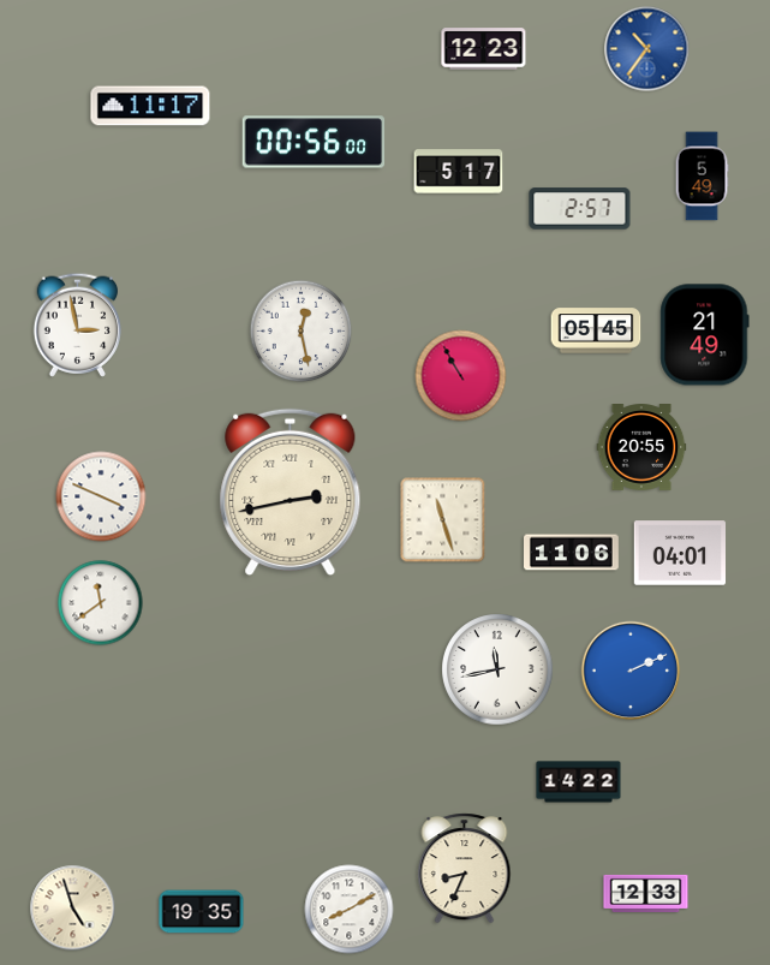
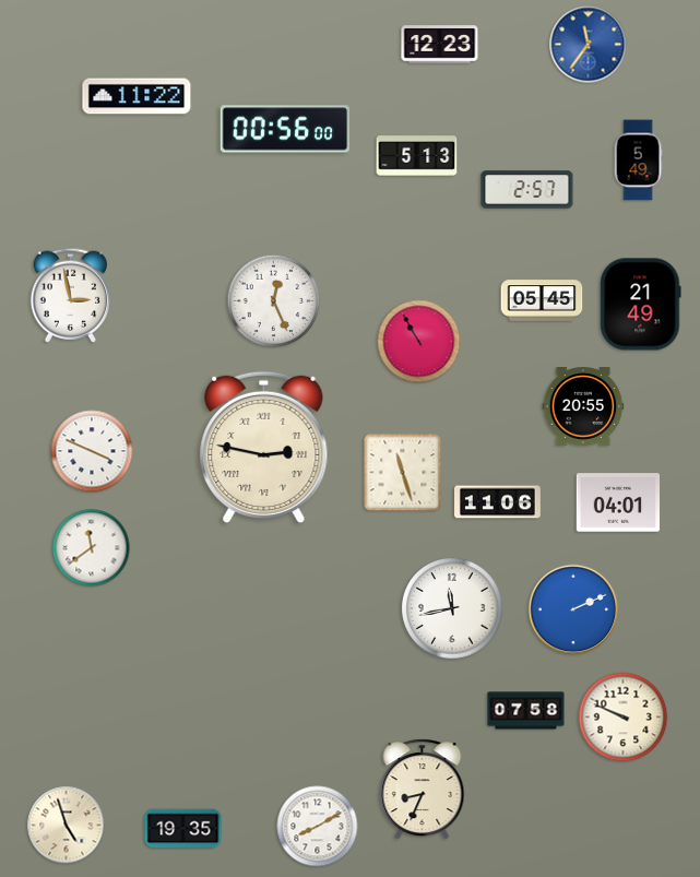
clock at (647, 49): 10:36 -> 11:36
clock at (150, 106): 11:17 -> 11:22
clock at (459, 172): 5:17 -> 5:13
clock at (302, 332): 12:28 -> 12:26
clock at (291, 492): 2:43 -> 2:47
clock at (572, 553) position: (572, 553) -> (498, 502)
clock at (579, 782): 14:22 -> 07:58
clock at (624, 718): none -> 9:49
clock at (646, 893): 12:33 -> none
